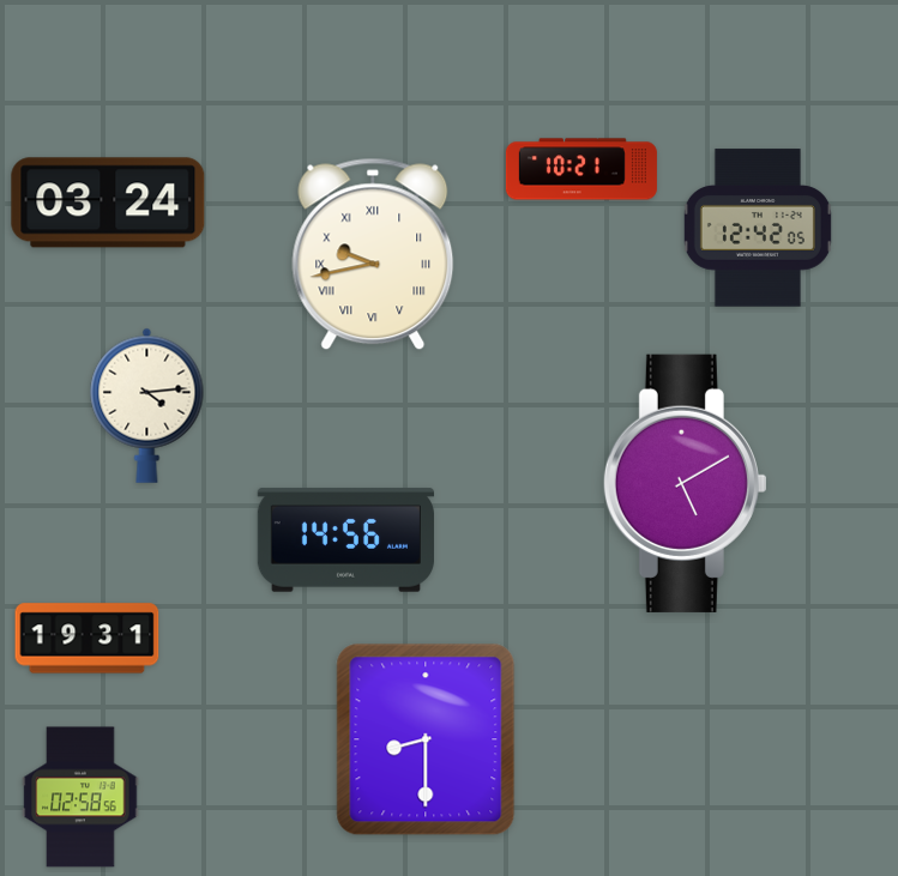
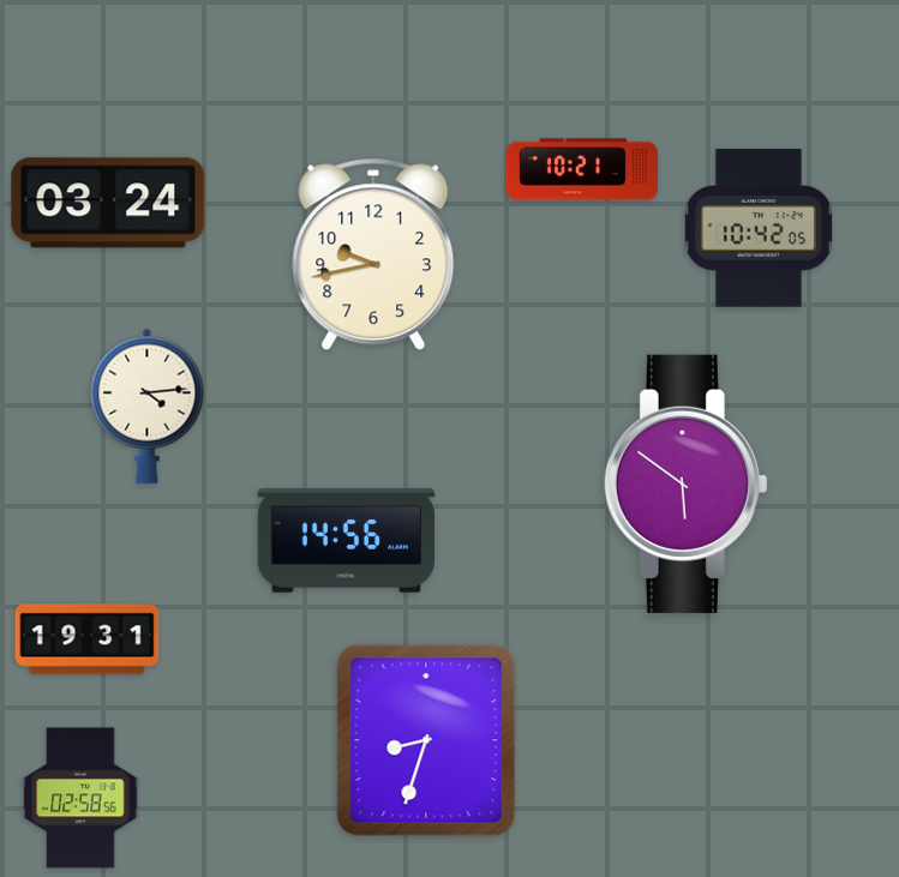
clock at (758, 228): 12:42 -> 10:42
clock at (373, 254) numerals: Roman -> Arabic
clock at (685, 483): 5:10 -> 5:51
clock at (426, 739): 8:30 -> 8:33
